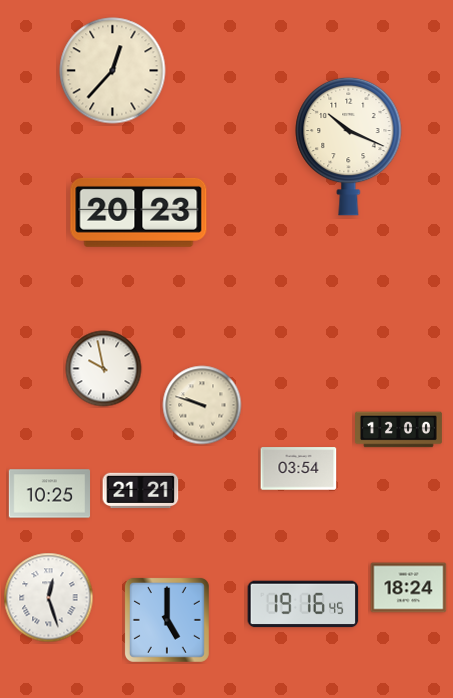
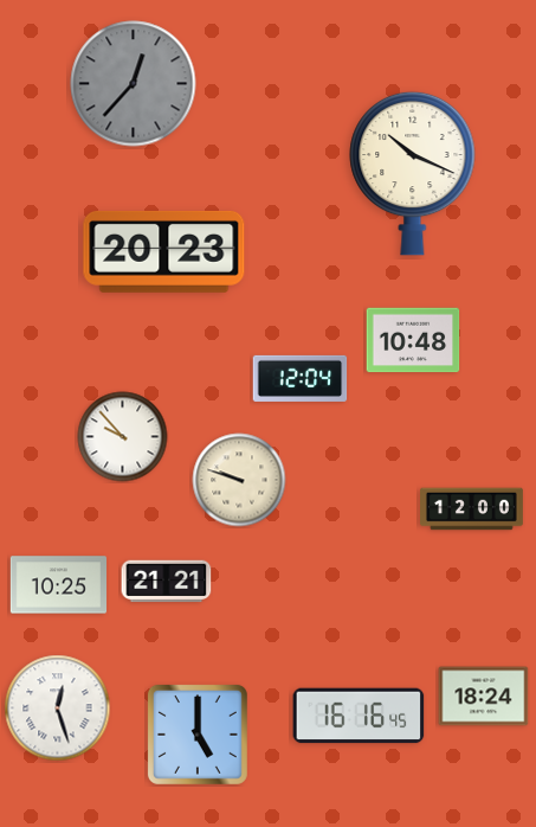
clock at (113, 71) dial: cream -> grey
clock at (413, 340): none -> 10:48
clock at (301, 378): none -> 12:04
clock at (104, 369): 9:58 -> 9:53
clock at (299, 469): 03:54 -> none
clock at (303, 604): 19:16 -> 16:16
